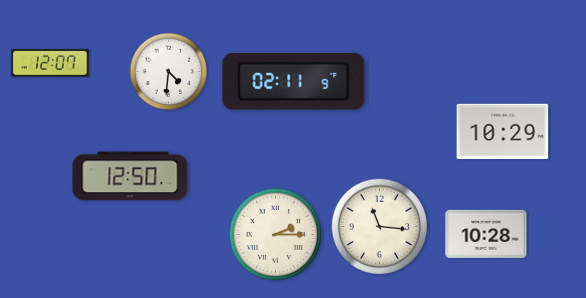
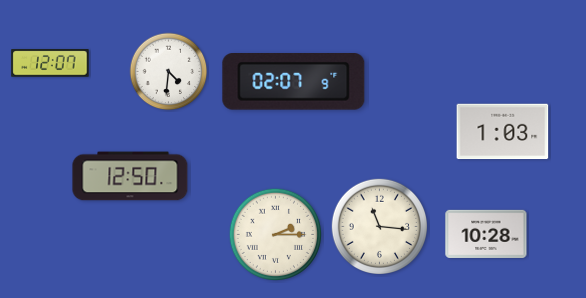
clock at (294, 82): 02:11 -> 02:07
clock at (503, 132): 10:29 -> 1:03
